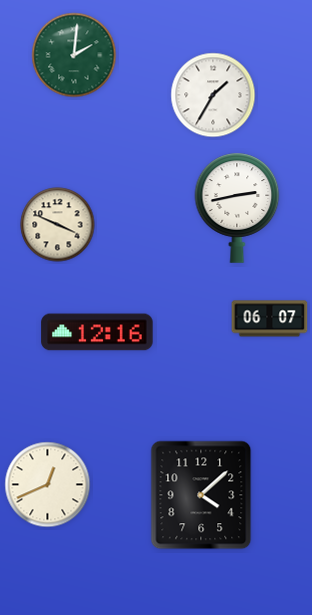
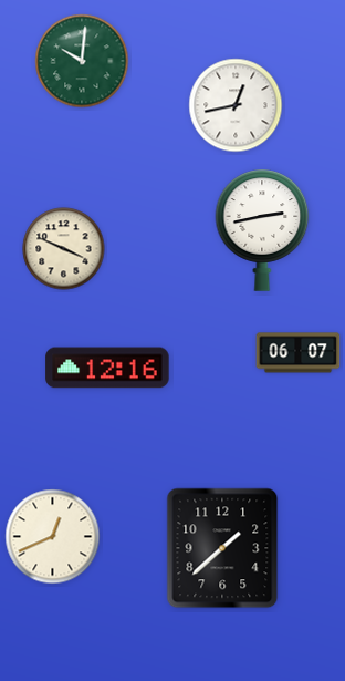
clock at (74, 55): 2:01 -> 10:01
clock at (213, 95): 1:35 -> 12:43
clock at (201, 495): 4:08 -> 1:38
